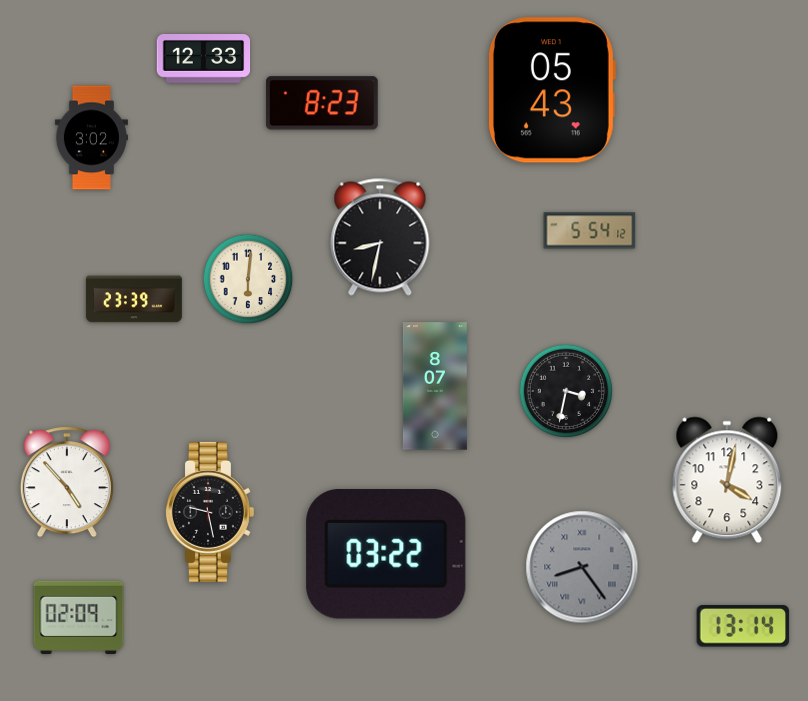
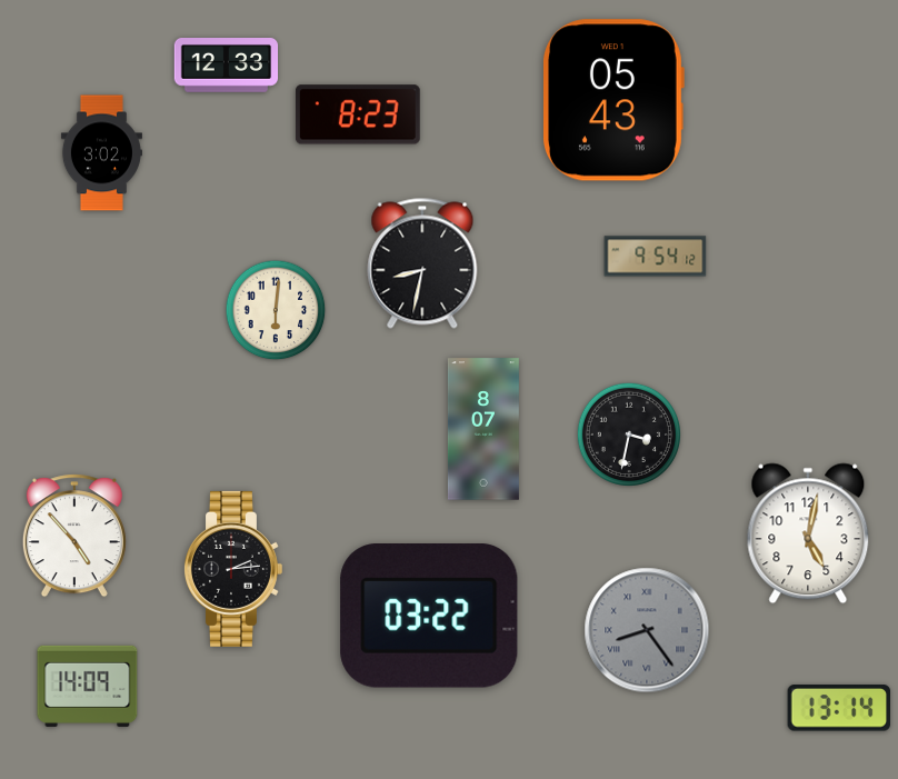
clock at (590, 231): 5:54 -> 9:54
clock at (134, 299): 23:39 -> none
clock at (727, 480): 4:02 -> 5:02
clock at (209, 512): 9:28 -> 2:14
clock at (79, 617): 02:09 -> 14:09
clock at (743, 626) position: (743, 626) -> (839, 708)
